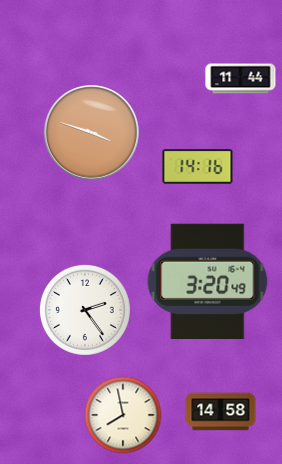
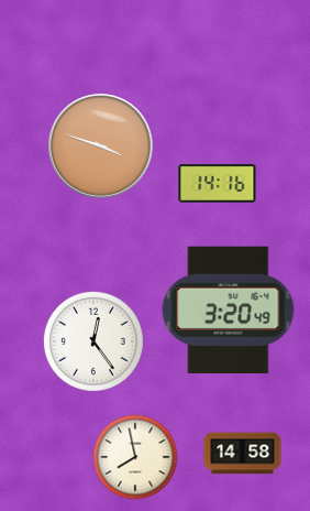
clock at (241, 79): 11:44 -> none
clock at (85, 310): 2:24 -> 12:24
